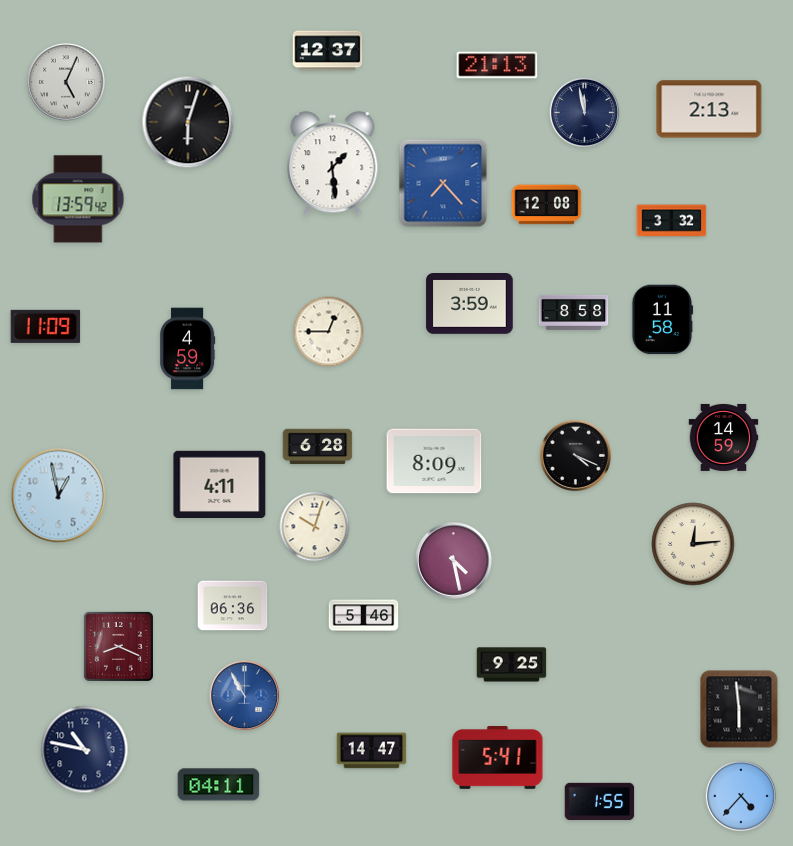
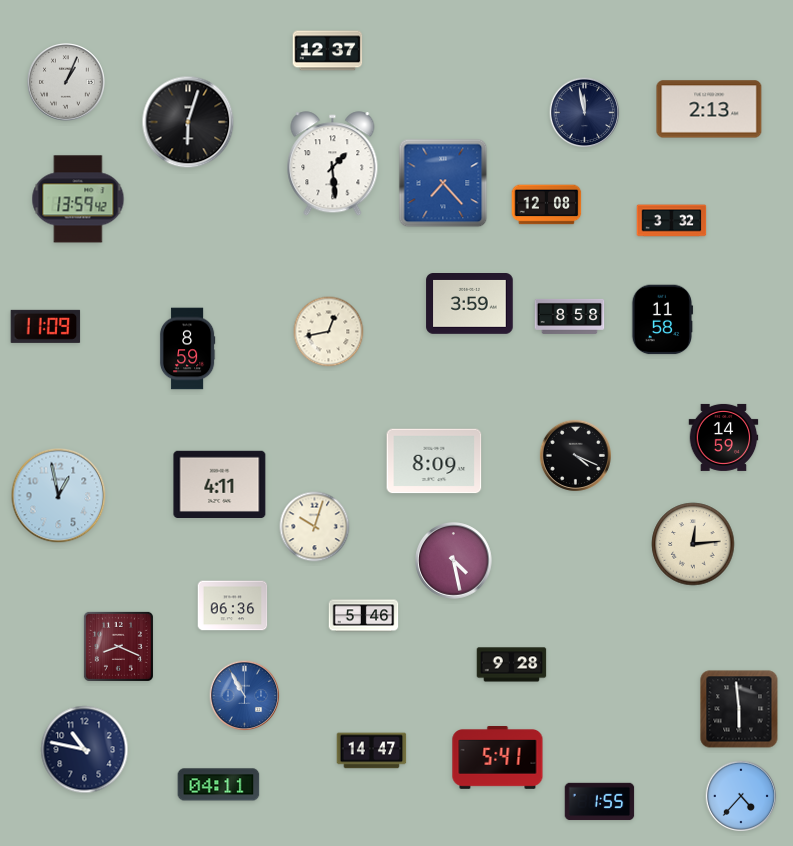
clock at (497, 65): 21:13 -> none
clock at (66, 82): 5:04 -> 1:04
clock at (574, 312) position: (574, 312) -> (570, 316)
clock at (329, 332): 12:45 -> 12:43
clock at (187, 349): 4:59 -> 8:59
clock at (318, 447): 6:28 -> none
clock at (512, 665): 9:25 -> 9:28
